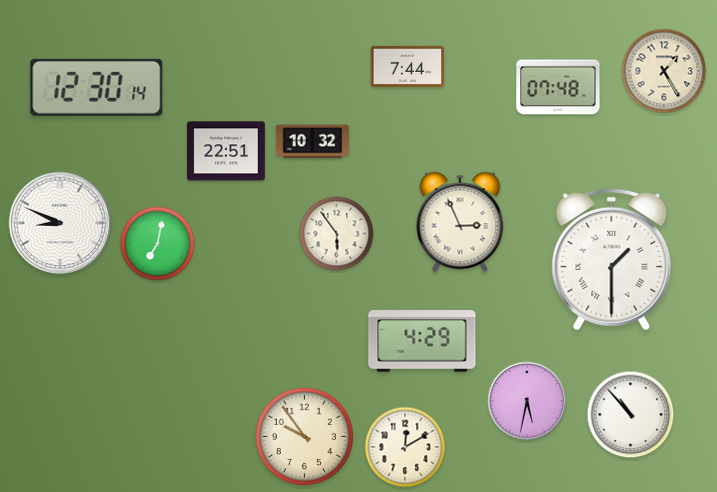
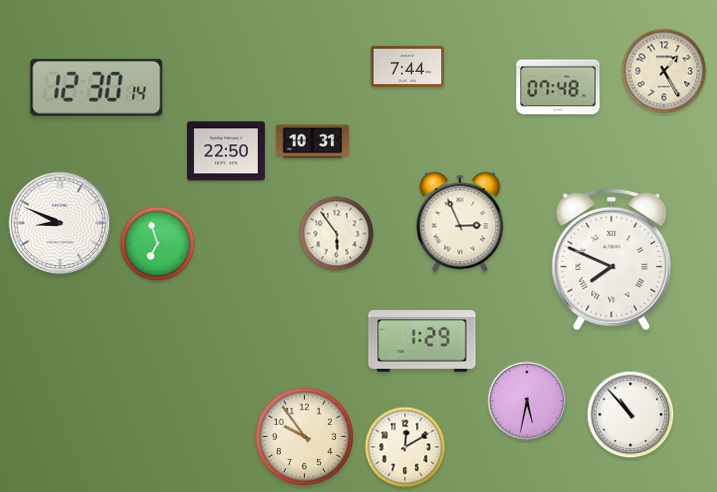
clock at (313, 142): 10:32 -> 10:31
clock at (226, 151): 22:51 -> 22:50
clock at (158, 244): 7:02 -> 6:57
clock at (612, 259): 1:30 -> 7:49
clock at (422, 341): 4:29 -> 1:29
